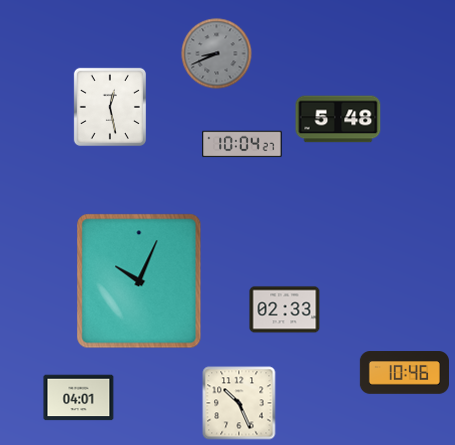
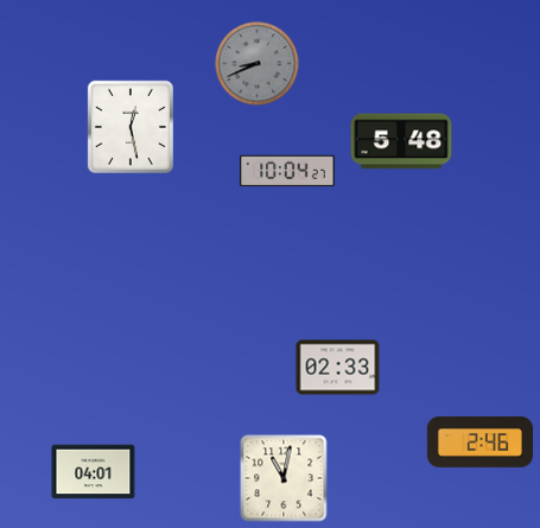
clock at (139, 281): 10:04 -> none
clock at (404, 373): 10:46 -> 2:46
clock at (239, 403): 10:26 -> 11:02
